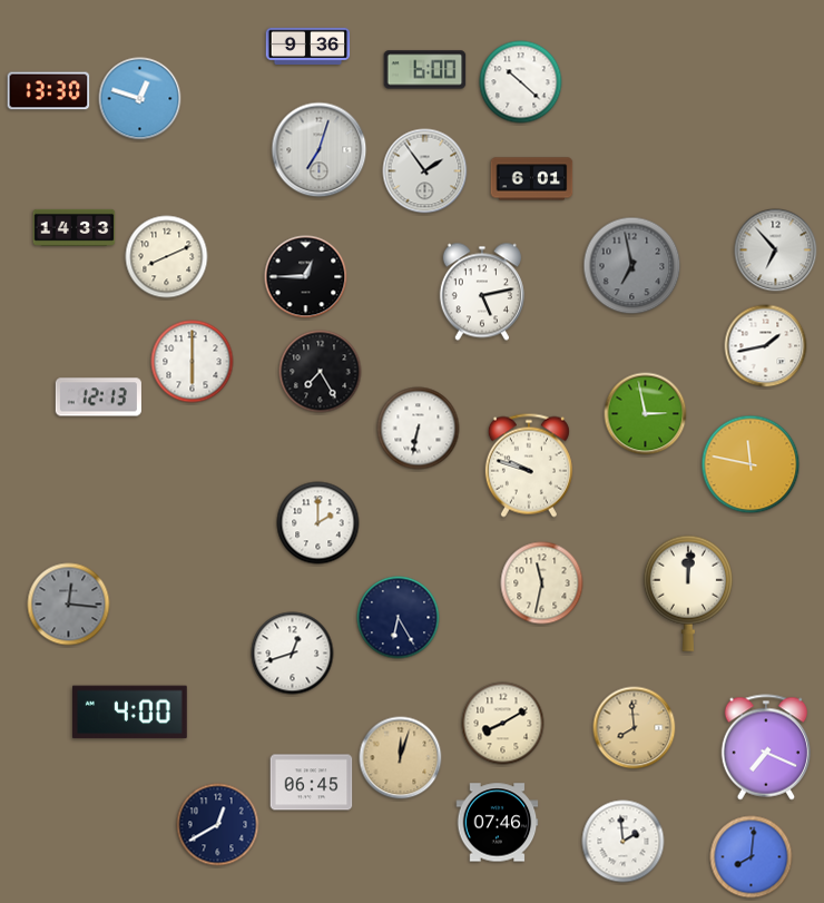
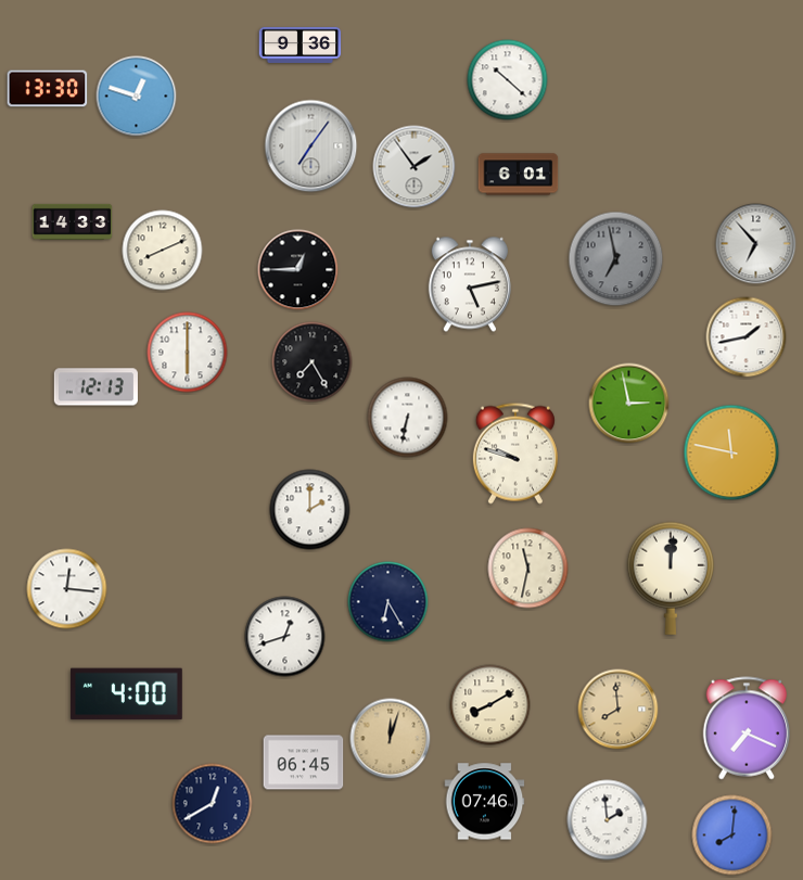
clock at (425, 70): 6:00 -> none
clock at (320, 150): 7:03 -> 7:06
clock at (69, 605) dial: grey -> white
